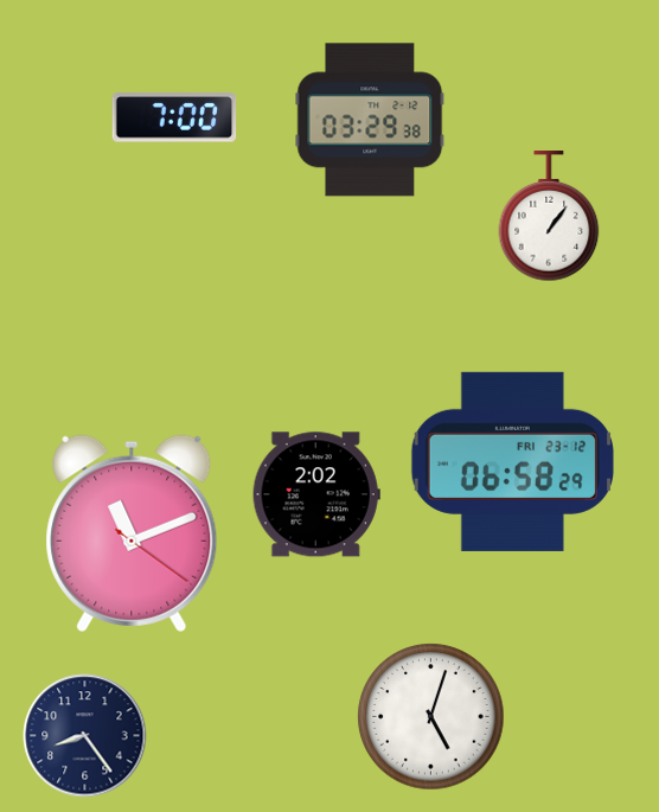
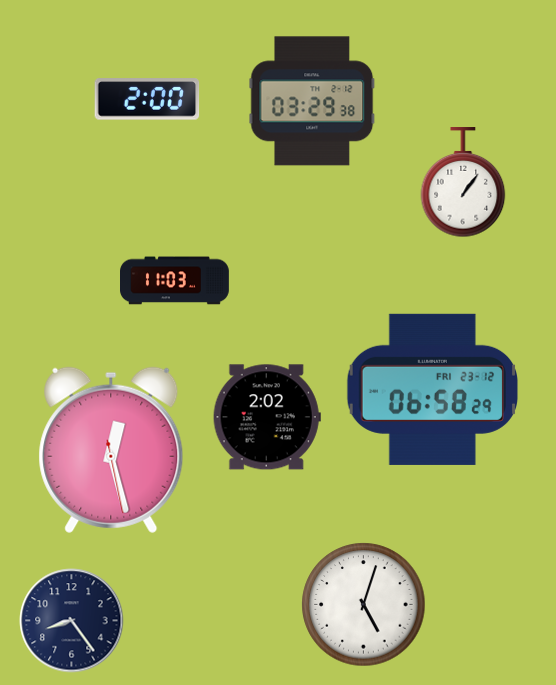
clock at (174, 117): 7:00 -> 2:00
clock at (175, 281): none -> 11:03
clock at (132, 533): 11:11 -> 12:27
